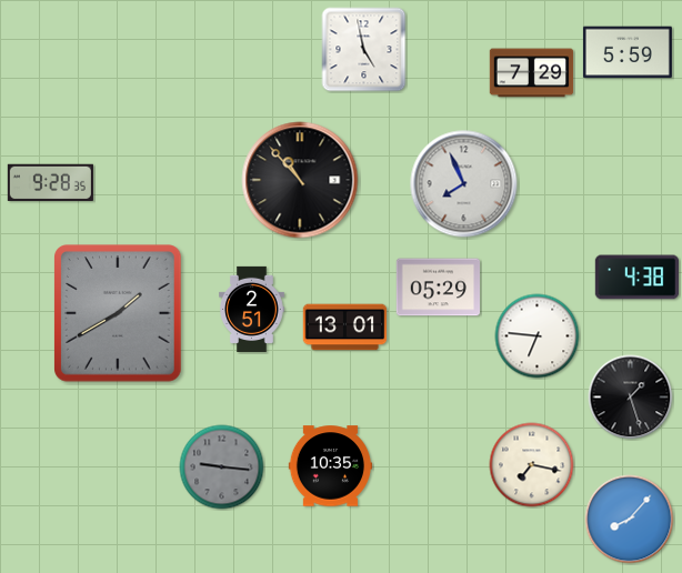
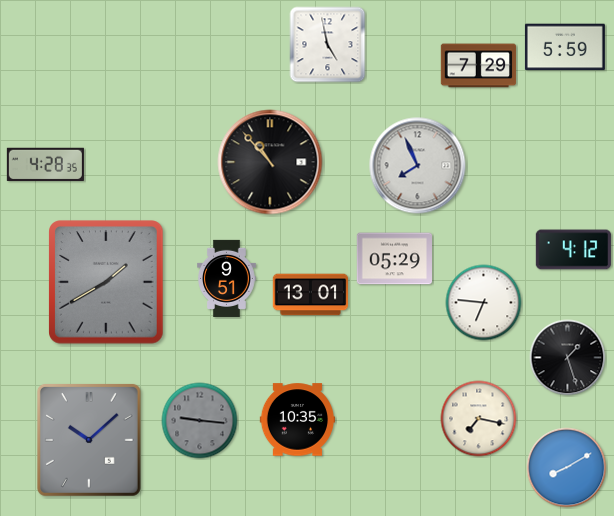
clock at (50, 182): 9:28 -> 4:28
clock at (638, 278): 4:38 -> 4:12
clock at (252, 309): 2:51 -> 9:51
clock at (89, 440): none -> 10:08
clock at (630, 520): 8:07 -> 8:10
